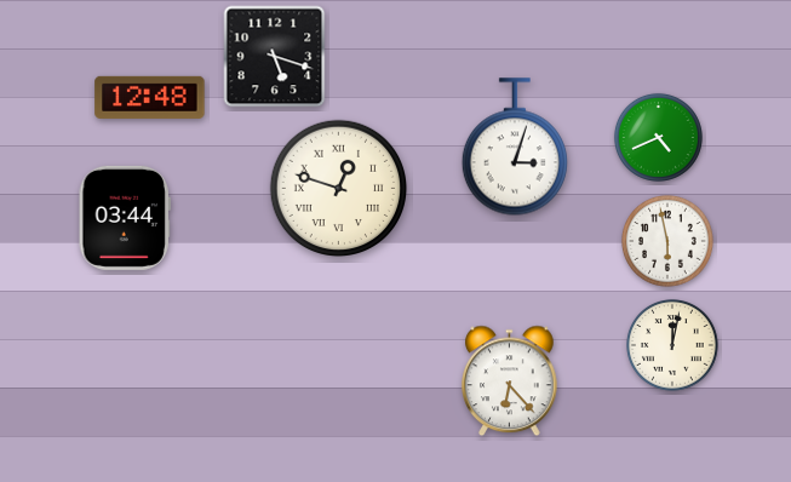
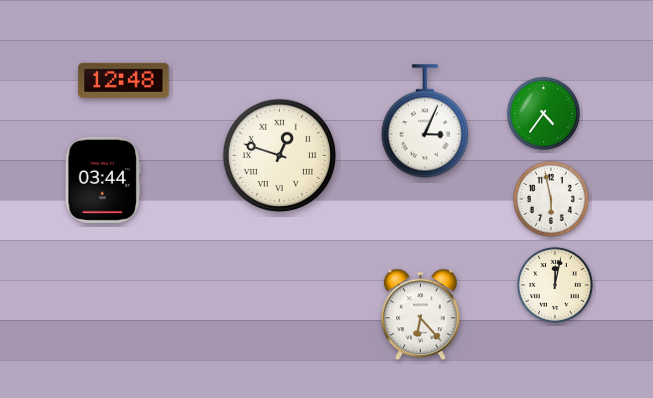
clock at (275, 57): 5:18 -> none
clock at (658, 137): 4:41 -> 4:36
clock at (515, 147): 3:03 -> 3:04
